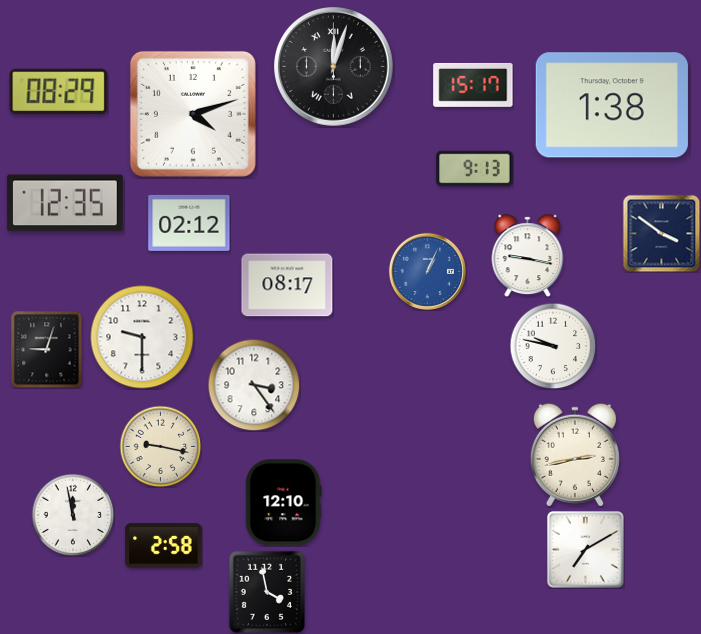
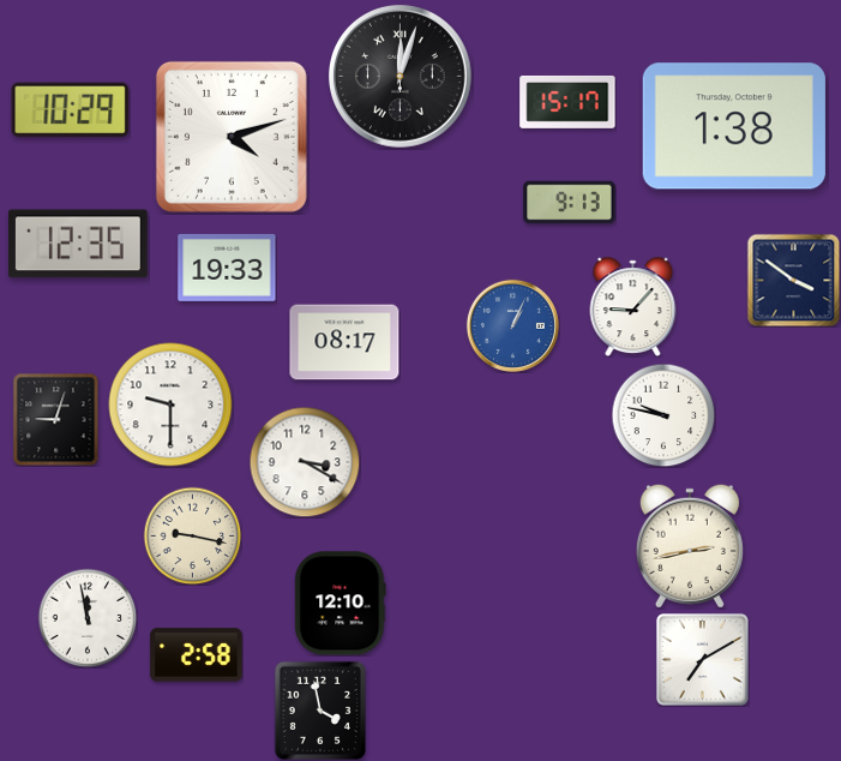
clock at (334, 67) position: (334, 67) -> (401, 77)
clock at (59, 91): 08:29 -> 10:29
clock at (189, 223): 02:12 -> 19:33
clock at (528, 256): 9:17 -> 9:07
clock at (254, 385): 3:24 -> 3:20
